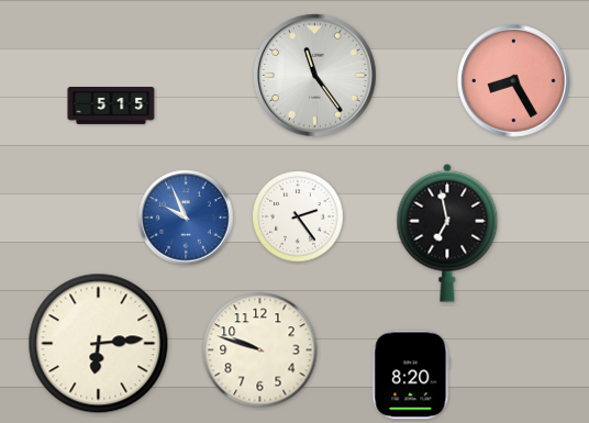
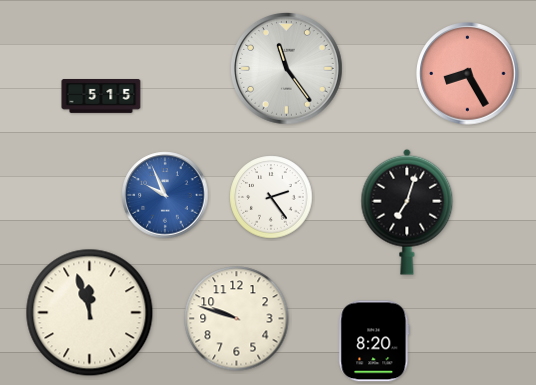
clock at (186, 218) position: (186, 218) -> (165, 195)
clock at (447, 233): 6:58 -> 7:03
clock at (99, 344): 6:14 -> 11:57
